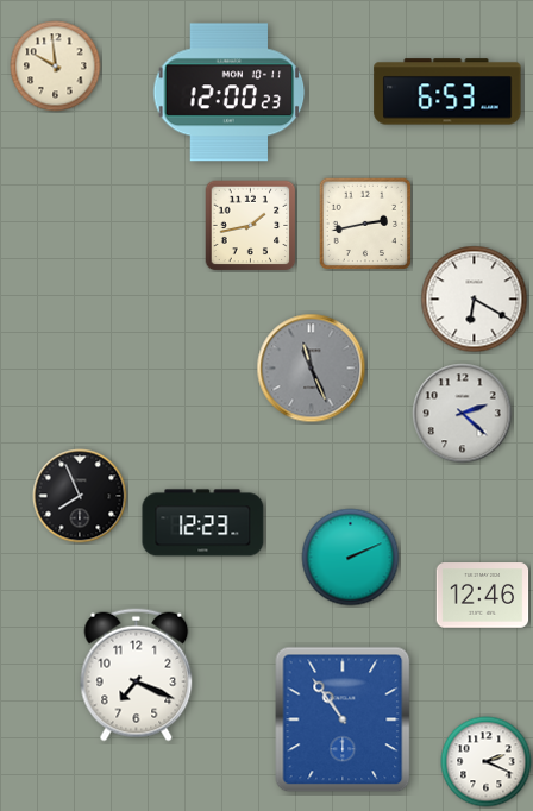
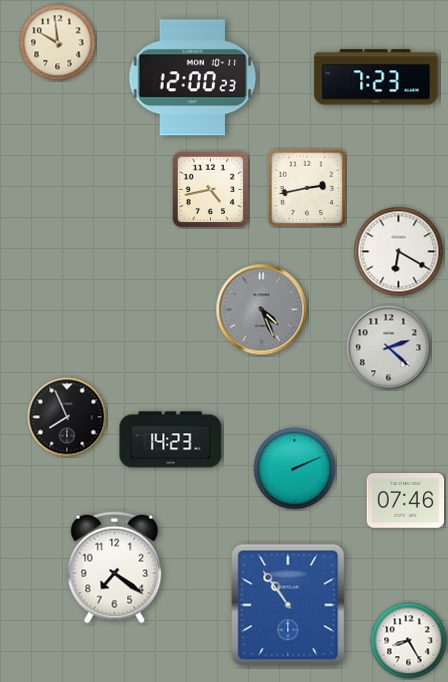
clock at (56, 67) position: (56, 67) -> (58, 43)
clock at (447, 92): 6:53 -> 7:23
clock at (250, 225): 1:43 -> 4:43
clock at (312, 369): 11:26 -> 4:26
clock at (203, 523): 12:23 -> 14:23
clock at (483, 596): 12:46 -> 07:46
clock at (137, 675): 7:19 -> 7:21
clock at (487, 762): 2:19 -> 8:25
